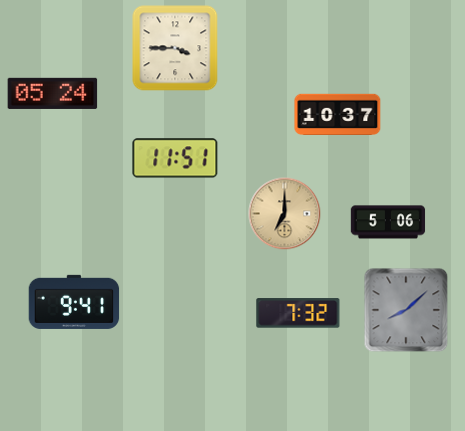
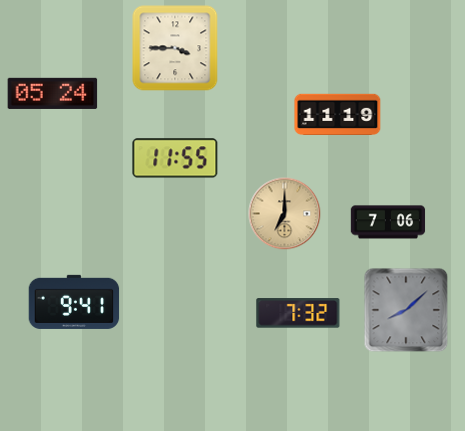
clock at (338, 114): 10:37 -> 11:19
clock at (175, 158): 11:51 -> 11:55
clock at (388, 222): 5:06 -> 7:06
